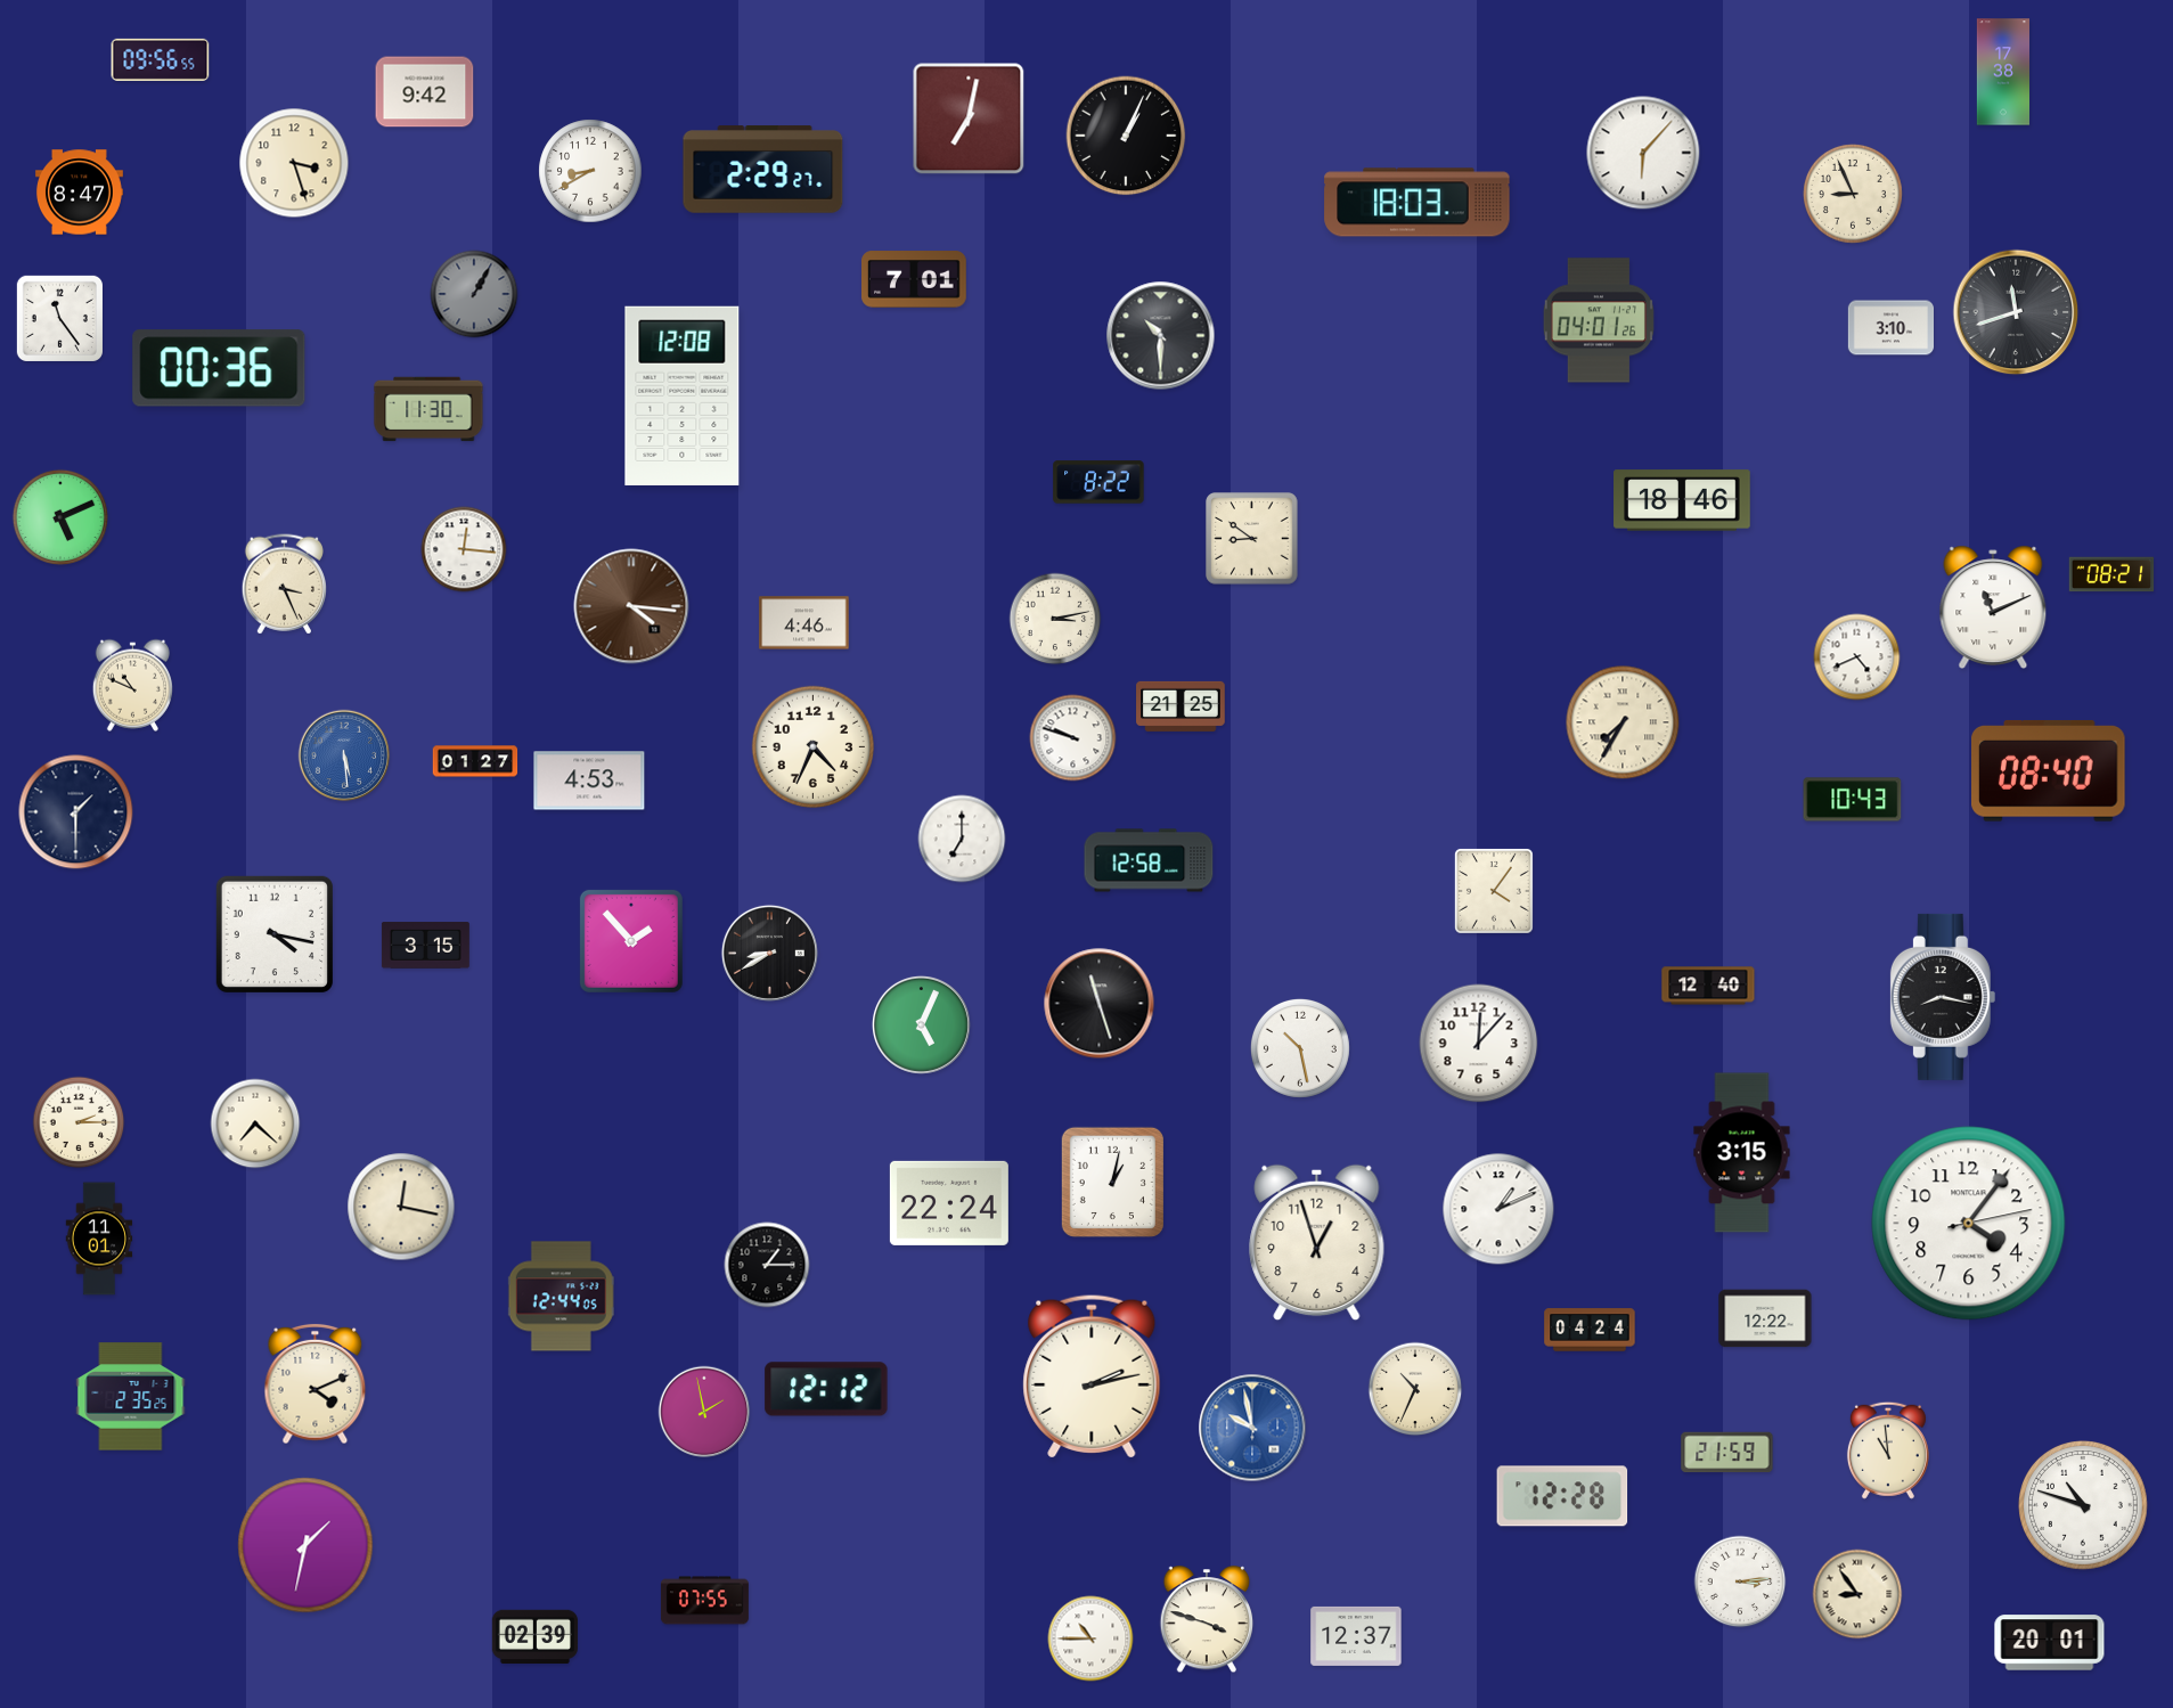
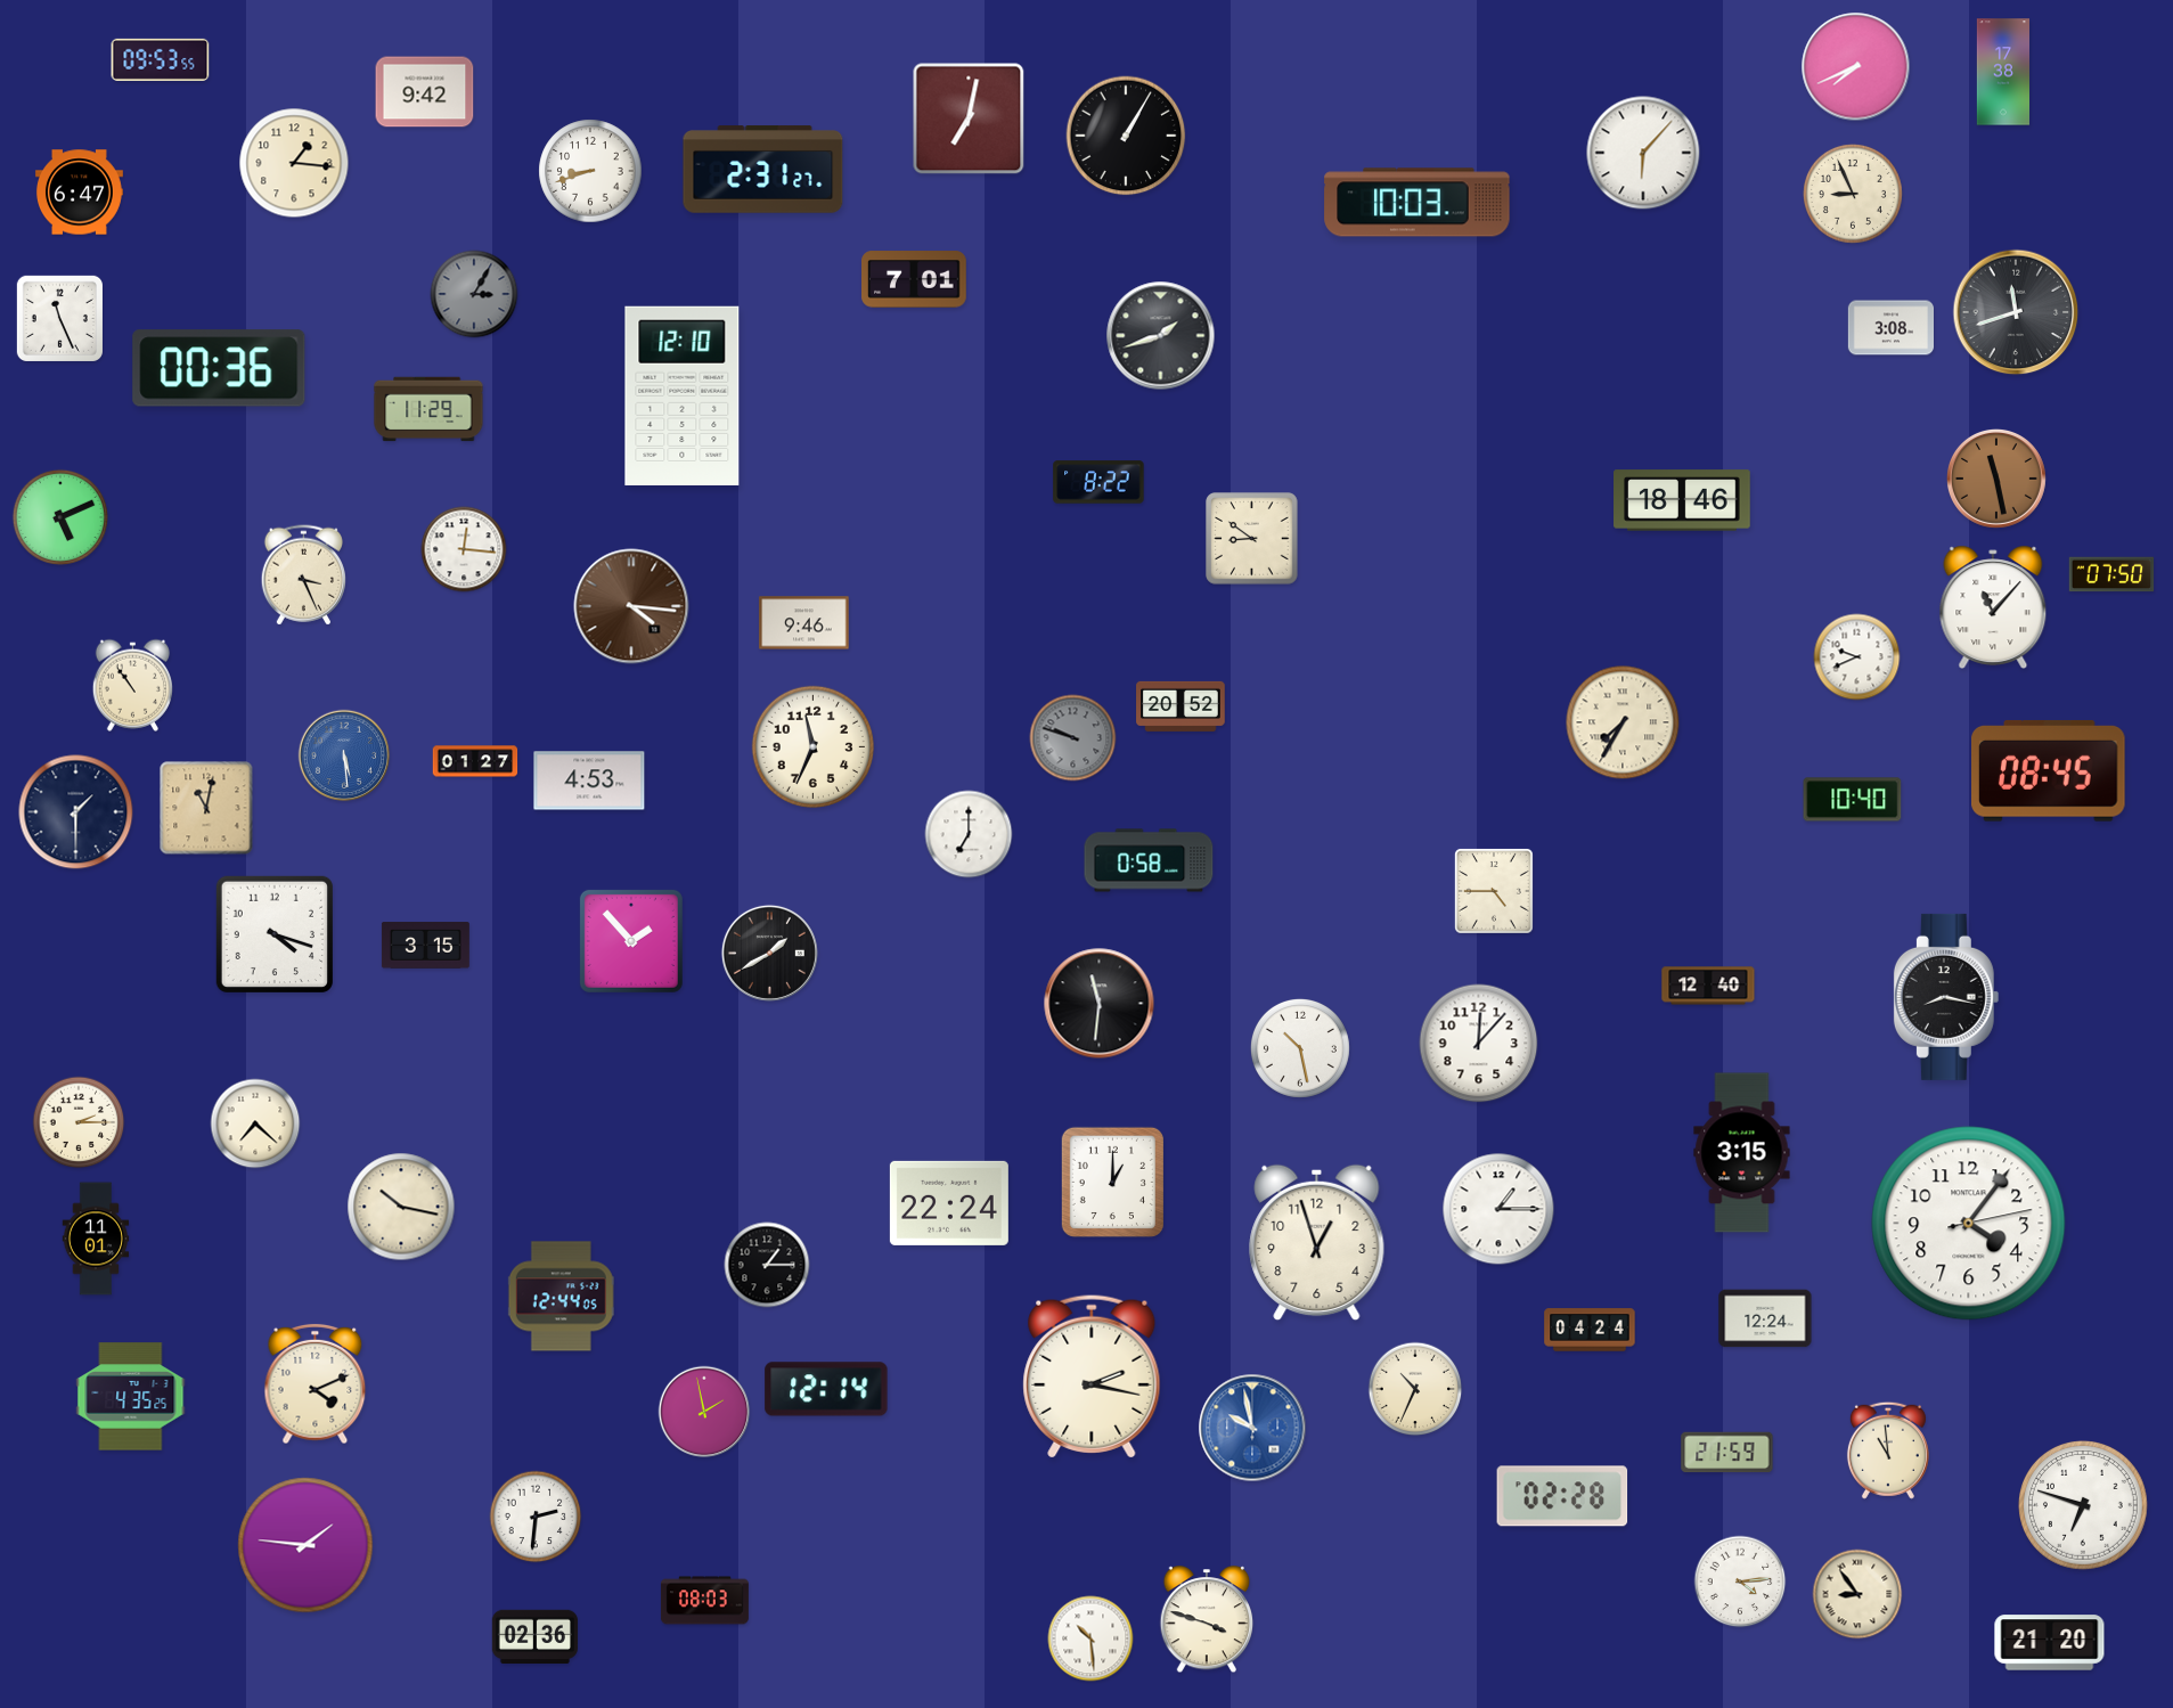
clock at (161, 59): 09:56 -> 09:53
clock at (1856, 67): none -> 7:41
clock at (1126, 136): 1:04 -> 1:05
clock at (294, 163): 3:27 -> 1:16
clock at (763, 170): 2:29 -> 2:31
clock at (590, 171): 8:40 -> 8:42
clock at (79, 193): 8:47 -> 6:47
clock at (1418, 203): 18:03 -> 10:03
clock at (474, 294): 1:05 -> 3:05
clock at (59, 318): 11:24 -> 11:26
clock at (1599, 320): 04:01 -> none
clock at (1890, 328): 3:10 -> 3:08
clock at (1161, 336): 10:30 -> 1:42
clock at (683, 395): 12:08 -> 12:10
clock at (428, 409): 11:30 -> 11:29
clock at (1996, 479): none -> 11:28
clock at (2111, 574): 08:21 -> 07:50
clock at (284, 585) position: (284, 585) -> (303, 575)
clock at (1993, 606): 11:11 -> 11:07
clock at (1055, 619): 3:13 -> none
clock at (804, 623): 4:46 -> 9:46
clock at (1857, 657): 4:41 -> 9:41
clock at (132, 685): 10:49 -> 10:54
clock at (1181, 706): 21:25 -> 20:52
clock at (1073, 738) dial: white -> grey
clock at (812, 746): 4:34 -> 11:34
clock at (2049, 770): 08:40 -> 08:45
clock at (1853, 800): 10:43 -> 10:40
clock at (206, 808): none -> 11:02
clock at (962, 839) position: (962, 839) -> (969, 834)
clock at (1149, 860): 12:58 -> 0:58
clock at (1494, 891): 4:06 -> 4:45
clock at (273, 933): 4:17 -> 4:18
clock at (769, 953): 8:40 -> 1:40
clock at (1943, 997) position: (1943, 997) -> (1946, 997)
clock at (1100, 1004): 11:27 -> 11:31
clock at (921, 1024): 5:04 -> none
clock at (1112, 1182): 1:02 -> 1:00
clock at (401, 1207): 12:17 -> 10:17
clock at (1498, 1209): 1:11 -> 1:15
clock at (99, 1239) position: (99, 1239) -> (96, 1239)
clock at (1765, 1318): 12:22 -> 12:24
clock at (1092, 1376): 2:13 -> 2:17
clock at (826, 1389): 12:12 -> 12:14
clock at (131, 1397): 2:35 -> 4:35
clock at (1562, 1496): 12:28 -> 02:28
clock at (2084, 1506): 10:48 -> 6:48
clock at (536, 1517): none -> 2:31
clock at (305, 1545): 1:32 -> 1:46
clock at (1740, 1582): 3:14 -> 4:14
clock at (704, 1601): 07:55 -> 08:03
clock at (534, 1636): 02:39 -> 02:36
clock at (1356, 1636): 12:37 -> none
clock at (1090, 1638): 10:45 -> 10:29
clock at (2050, 1643): 20:01 -> 21:20
